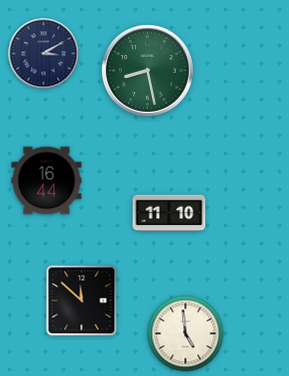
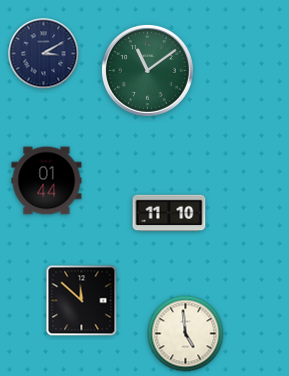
clock at (147, 70): 8:28 -> 11:09
clock at (47, 181): 16:44 -> 01:44
